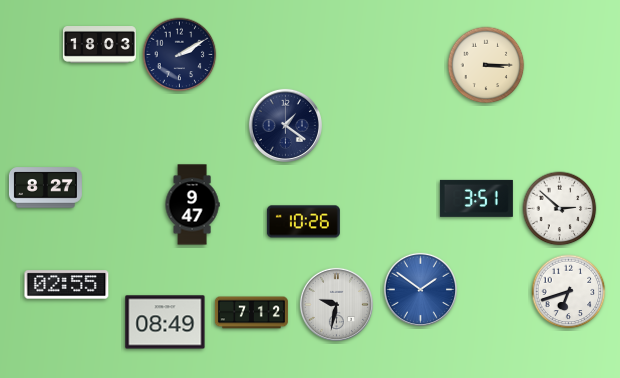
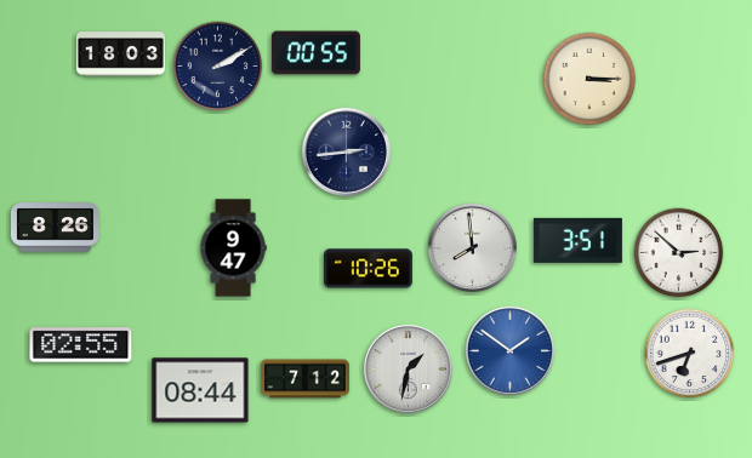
clock at (315, 53): none -> 00:55
clock at (285, 125): 1:21 -> 2:44
clock at (45, 188): 8:27 -> 8:26
clock at (472, 247): none -> 7:59
clock at (336, 304): 9:32 -> 1:32
clock at (165, 322): 08:49 -> 08:44
